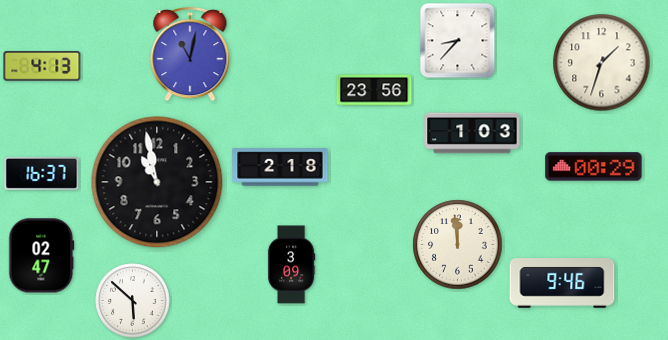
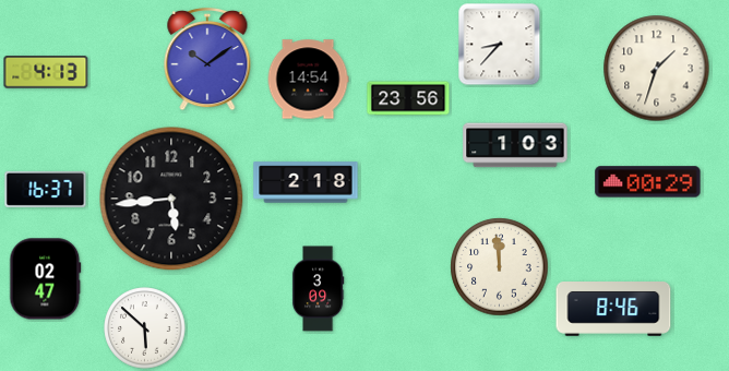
clock at (190, 54): 11:02 -> 10:09
clock at (308, 80): none -> 14:54
clock at (157, 182): 10:58 -> 5:44
clock at (562, 284): 9:46 -> 8:46
